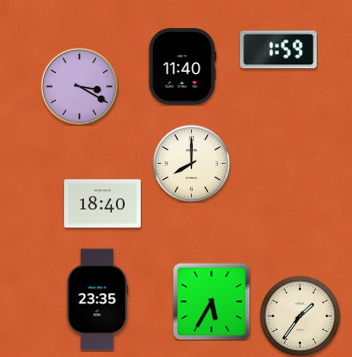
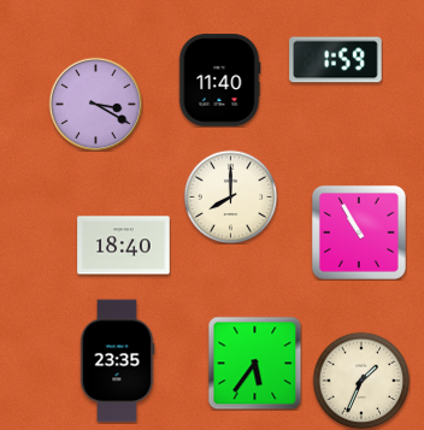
clock at (359, 232): none -> 10:55
clock at (211, 301): 5:35 -> 5:36
clock at (300, 316): 1:36 -> 1:34
